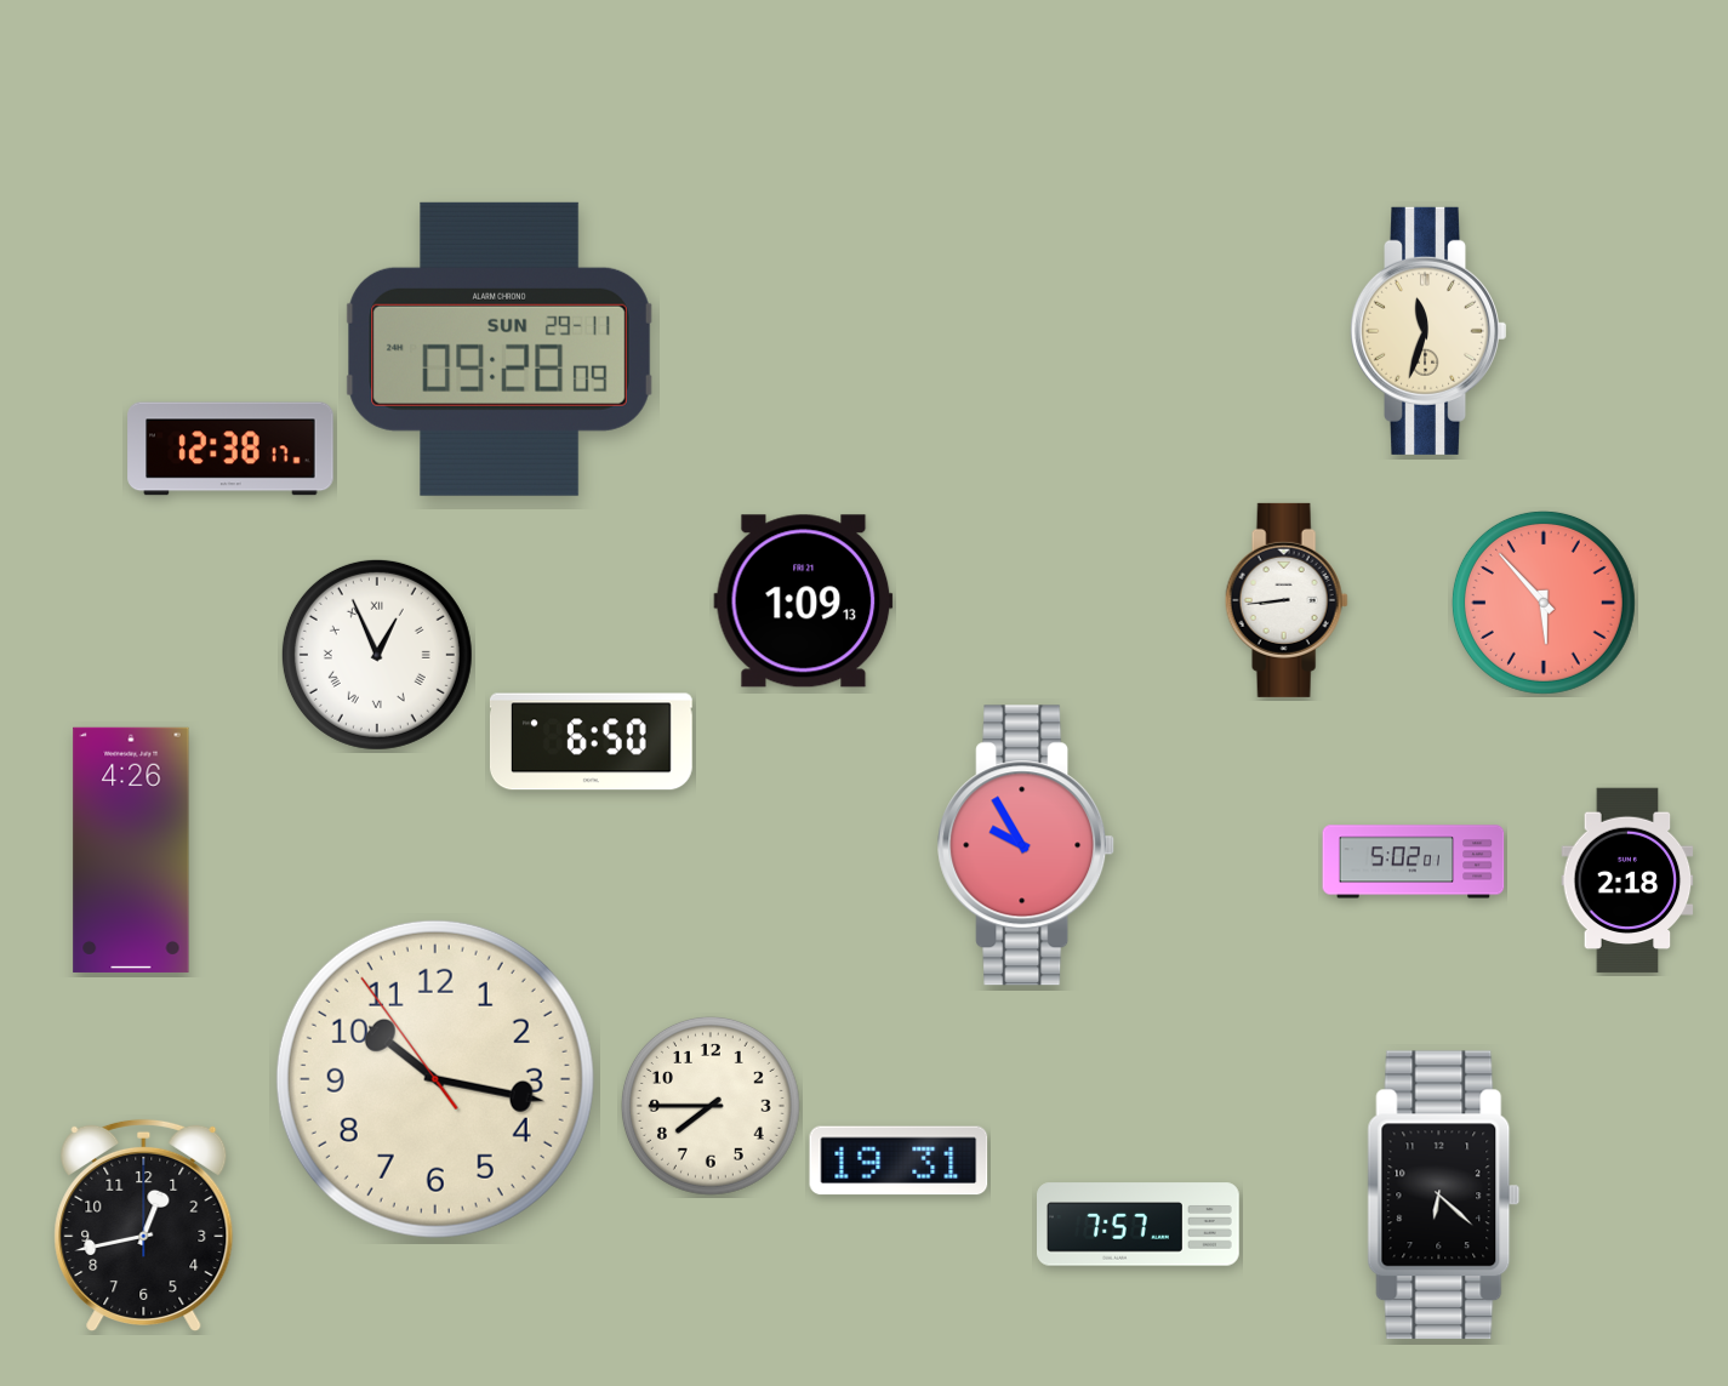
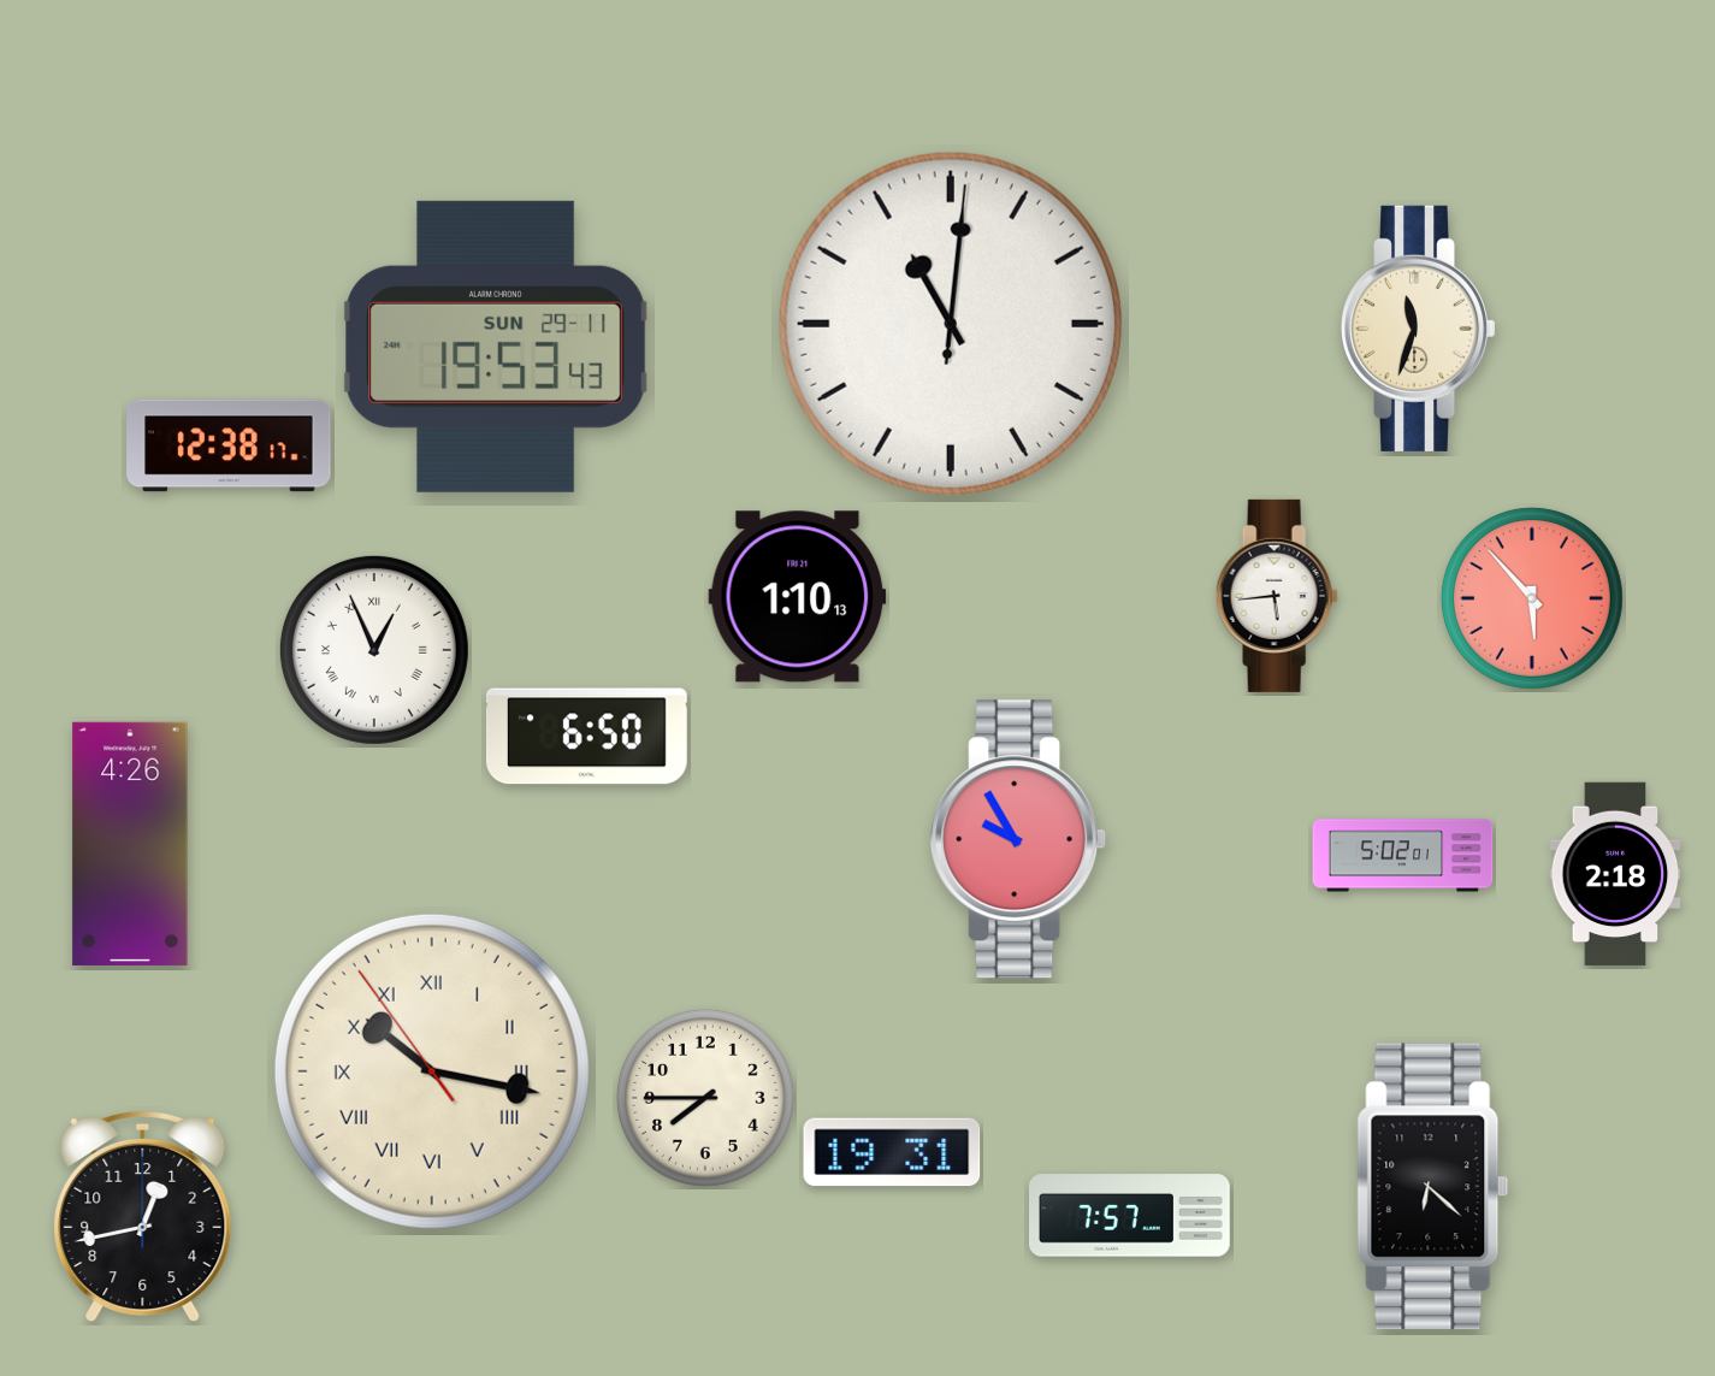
clock at (951, 324): none -> 11:01
clock at (500, 349): 09:28 -> 19:53
clock at (1287, 600): 8:44 -> 5:44
clock at (804, 601): 1:09 -> 1:10
clock at (435, 1079) numerals: Arabic -> Roman
